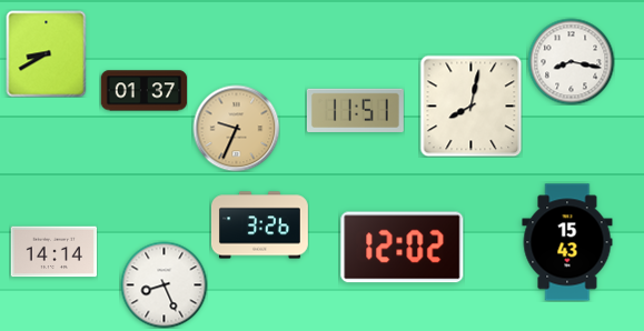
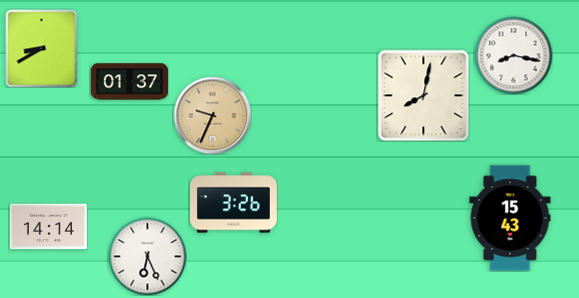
clock at (355, 110): 11:51 -> none
clock at (403, 248): 12:02 -> none
clock at (164, 284): 8:26 -> 6:26
